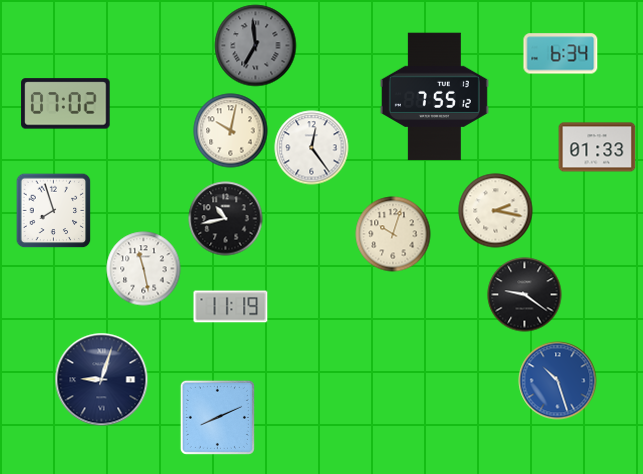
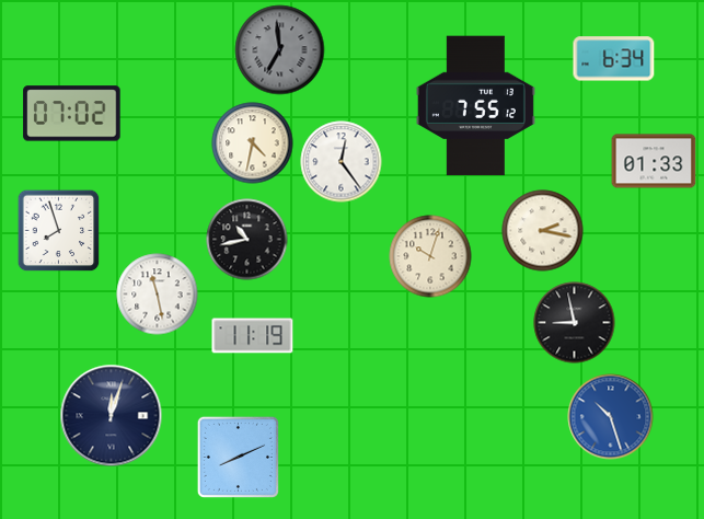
clock at (231, 131): 10:02 -> 4:32
clock at (525, 295): 9:21 -> 8:58
clock at (102, 380): 9:03 -> 12:03
